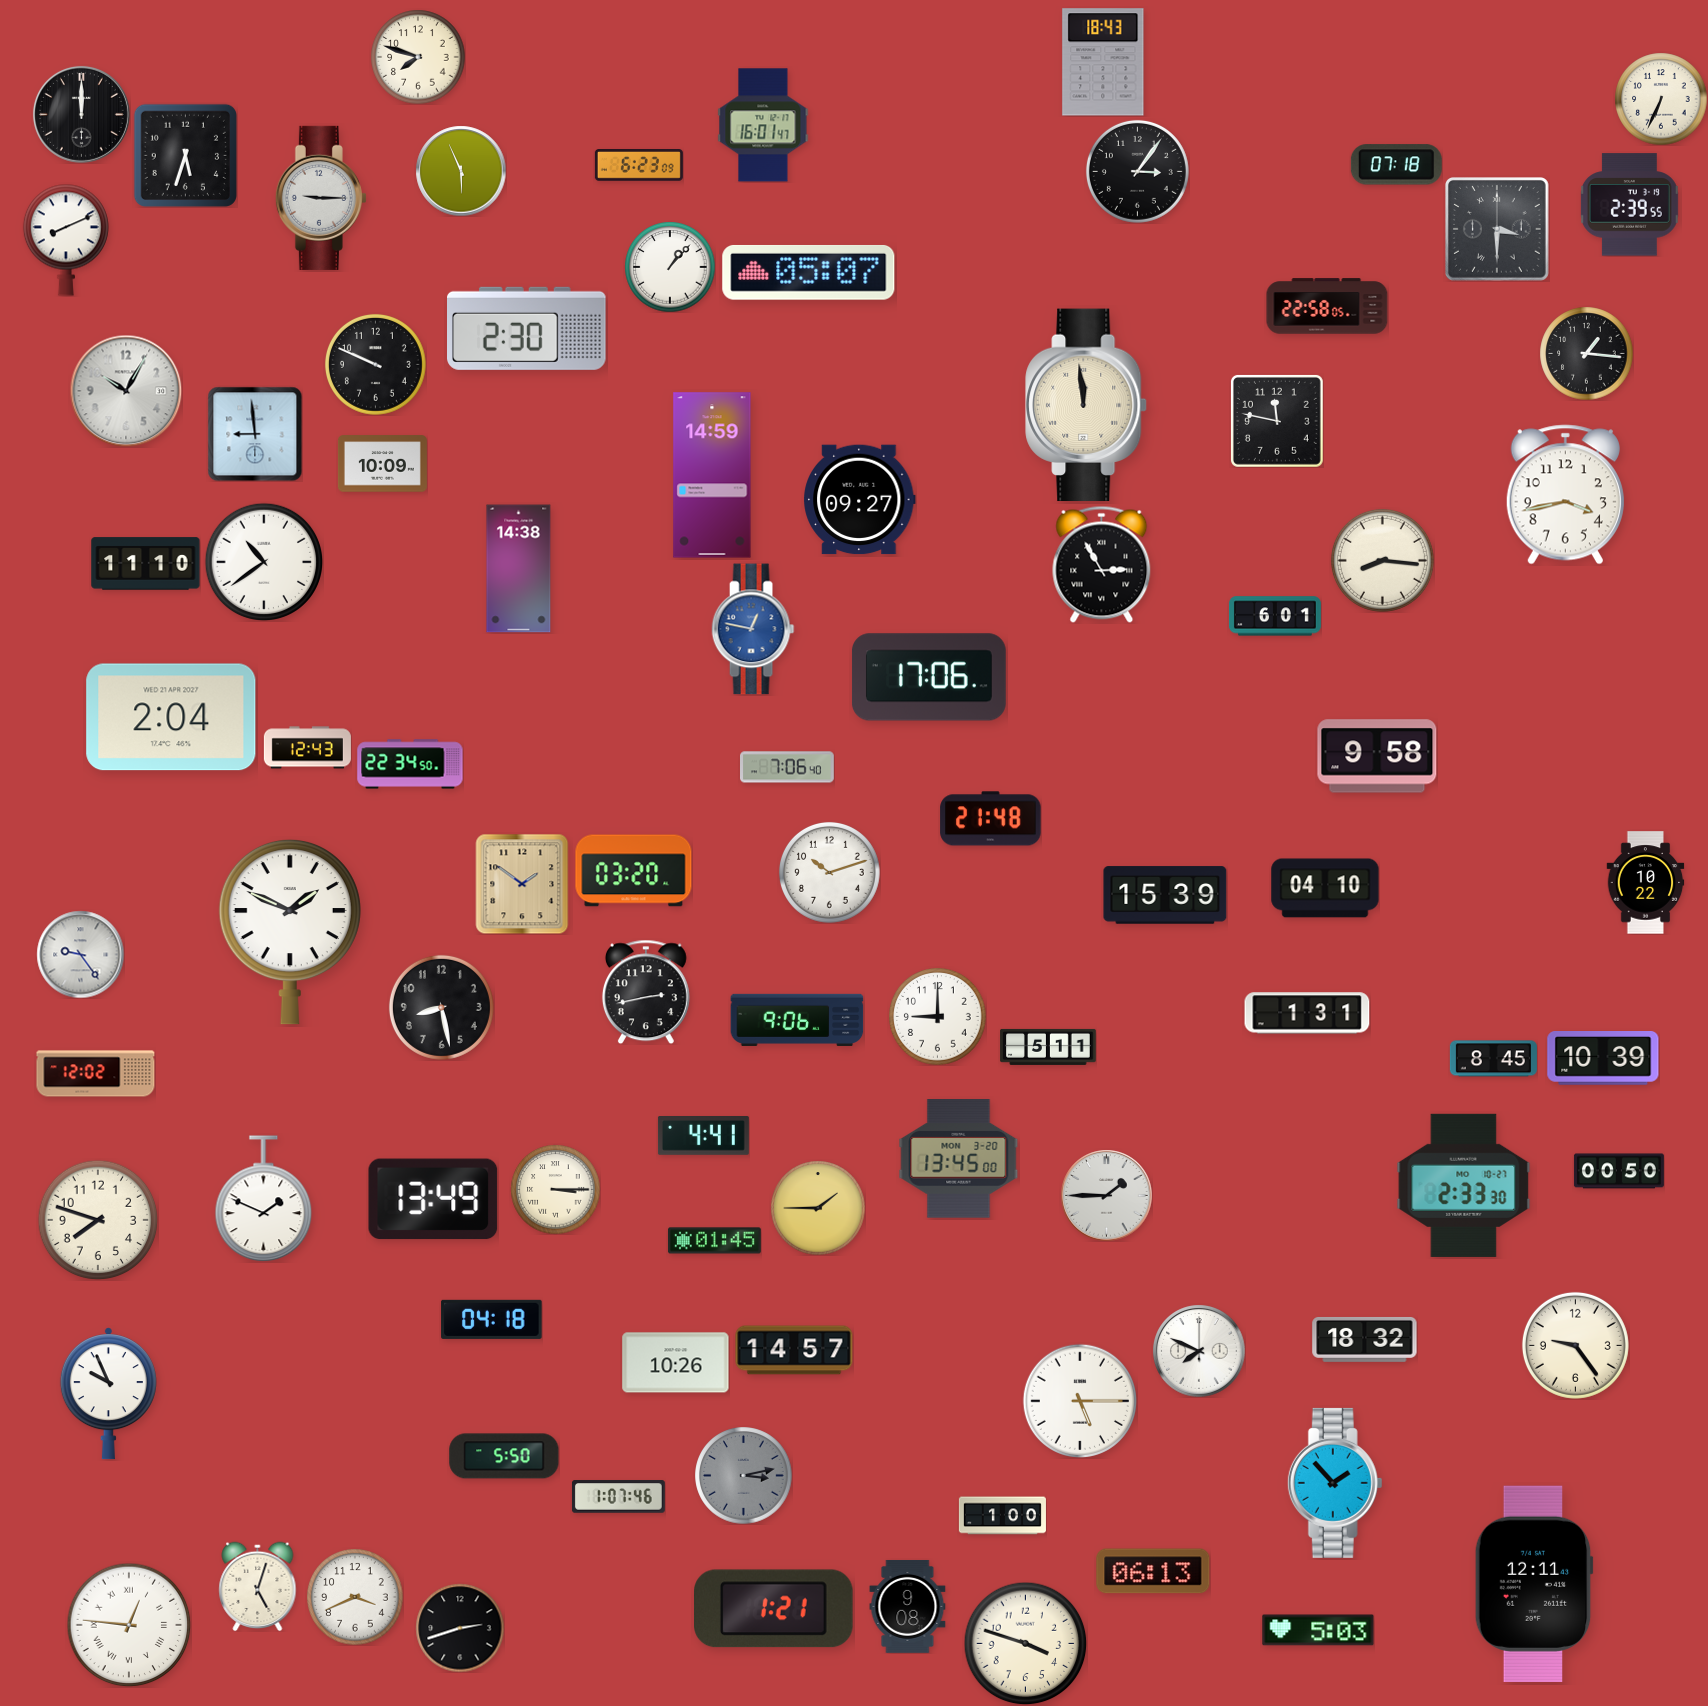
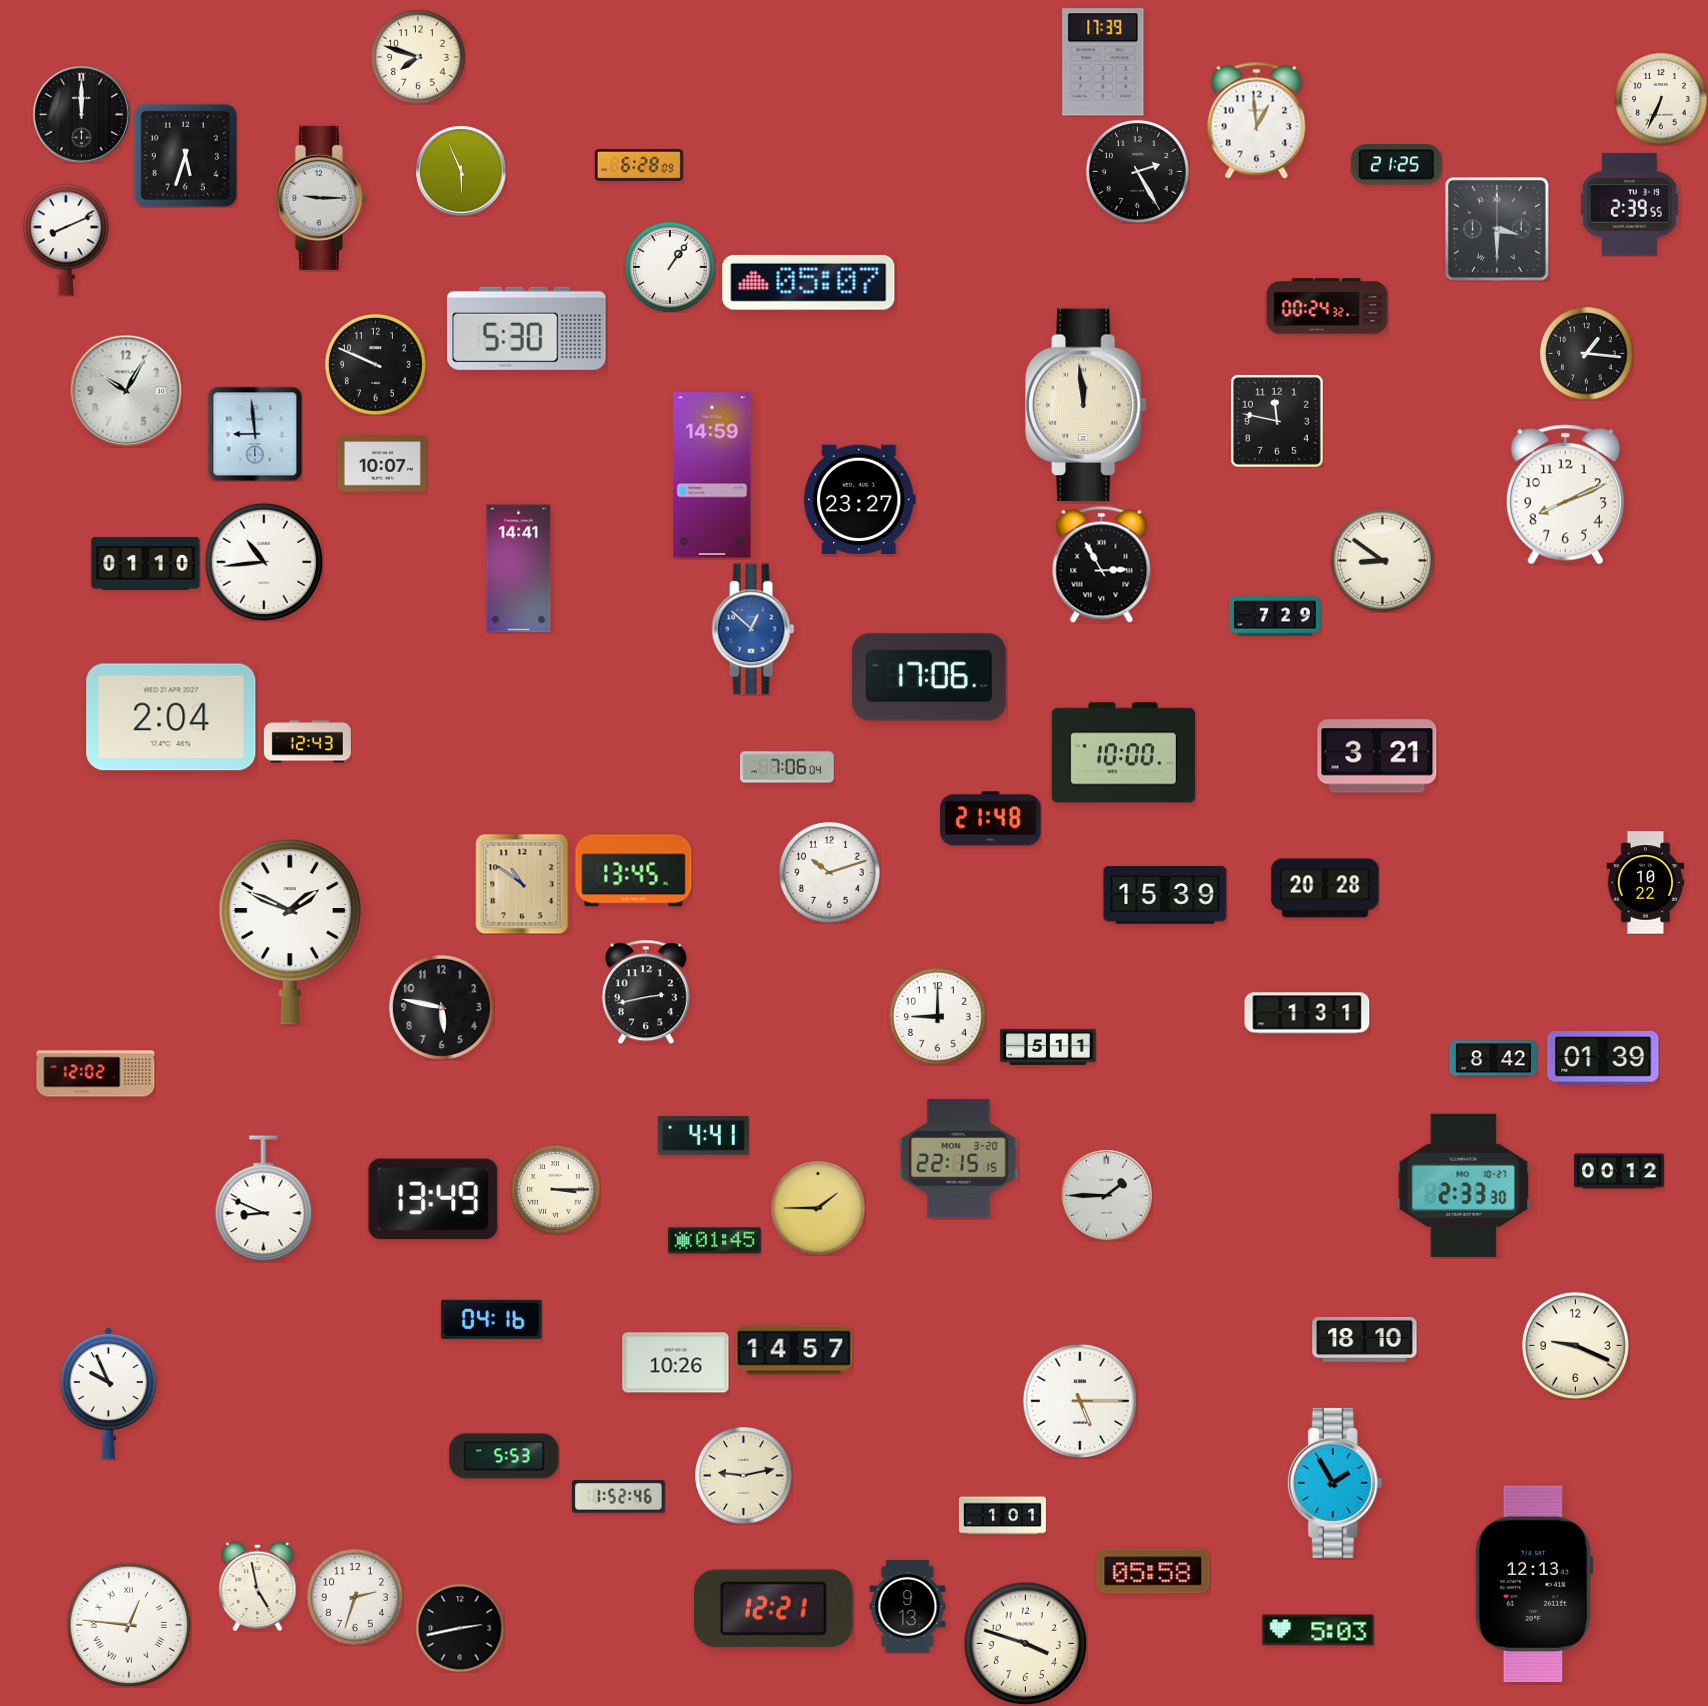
clock at (1103, 62): 18:43 -> 17:39
clock at (1257, 120): none -> 12:59
clock at (763, 125): 16:01 -> none
clock at (1396, 165): 07:18 -> 21:25
clock at (639, 166): 6:23 -> 6:28
clock at (1137, 171): 3:06 -> 2:25
clock at (670, 267): 1:07 -> 1:06
clock at (809, 272) position: (809, 272) -> (809, 282)
clock at (1327, 306): 22:58 -> 00:24
clock at (527, 328): 2:30 -> 5:30
clock at (382, 464): 10:09 -> 10:07
clock at (1565, 495): 3:43 -> 8:11
clock at (860, 500): 09:27 -> 23:27
clock at (1382, 560): 8:16 -> 8:51
clock at (264, 562): 10:39 -> 10:44
clock at (146, 564): 11:10 -> 01:10
clock at (519, 569): 14:38 -> 14:41
clock at (1275, 616): 6:01 -> 7:29
clock at (753, 629): 12:47 -> 12:52
clock at (307, 748) position: (307, 748) -> (307, 742)
clock at (1123, 753): none -> 10:00
clock at (1377, 756): 9:58 -> 3:21
clock at (410, 764): 22:34 -> none
clock at (788, 767): 7:06:40 -> 7:06:04
clock at (634, 871): 03:20 -> 13:45
clock at (522, 884): 1:51 -> 10:51
clock at (1325, 888): 04:10 -> 20:28
clock at (80, 954): 9:24 -> none
clock at (441, 1007): 8:28 -> 5:47
clock at (797, 1020): 9:06 -> none
clock at (1493, 1059): 8:45 -> 8:42
clock at (1603, 1059): 10:39 -> 01:39
clock at (959, 1159): 13:45 -> 22:15
clock at (1619, 1171): 00:50 -> 00:12
clock at (264, 1199): 1:49 -> 8:49
clock at (98, 1220): 7:48 -> none
clock at (492, 1319): 04:18 -> 04:16
clock at (1365, 1339): 18:32 -> 18:10
clock at (1575, 1345): 9:24 -> 9:19
clock at (1199, 1351): 7:49 -> none
clock at (504, 1456): 5:50 -> 5:53
clock at (744, 1476): 3:13 -> 9:13
clock at (744, 1476) dial: grey -> cream
clock at (1335, 1483): 1:53 -> 1:55
clock at (618, 1497): 1:07 -> 1:52
clock at (1002, 1516): 1:00 -> 1:01
clock at (1153, 1571): 06:13 -> 05:58
clock at (1534, 1584): 12:11 -> 12:13
clock at (258, 1586): 5:03 -> 4:58
clock at (355, 1597): 3:41 -> 2:33
clock at (908, 1606): 9:08 -> 9:13
clock at (774, 1609): 1:21 -> 12:21
clock at (460, 1628): 2:42 -> 2:43
